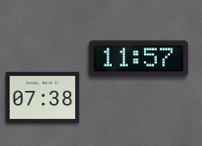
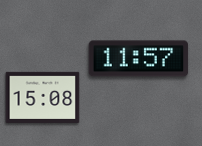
clock at (43, 97): 07:38 -> 15:08
